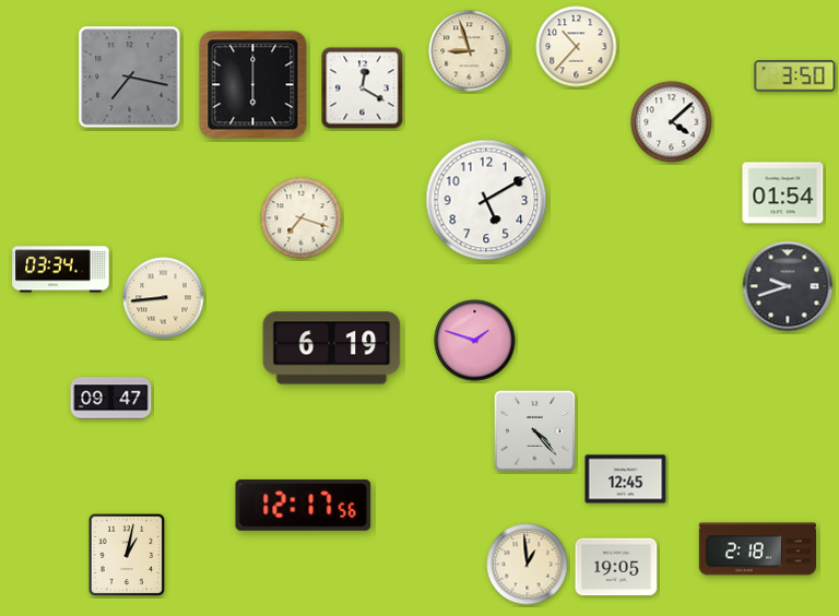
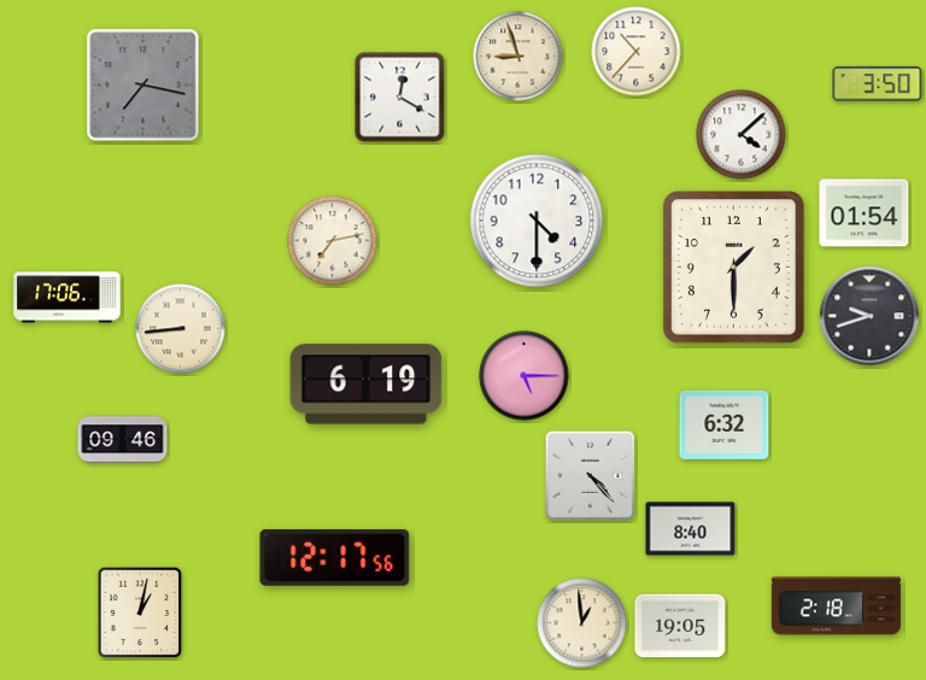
clock at (253, 85): 6:00 -> none
clock at (486, 200): 5:10 -> 4:30
clock at (302, 218): 7:18 -> 7:13
clock at (734, 268): none -> 1:30
clock at (61, 270): 03:34 -> 17:06
clock at (475, 341): 1:48 -> 5:15
clock at (725, 424): none -> 6:32
clock at (111, 399): 09:47 -> 09:46
clock at (626, 479): 12:45 -> 8:40
